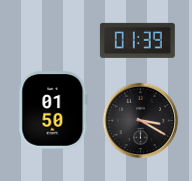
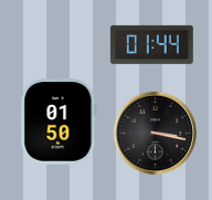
clock at (137, 40): 01:39 -> 01:44
clock at (141, 121): 3:20 -> 3:17
